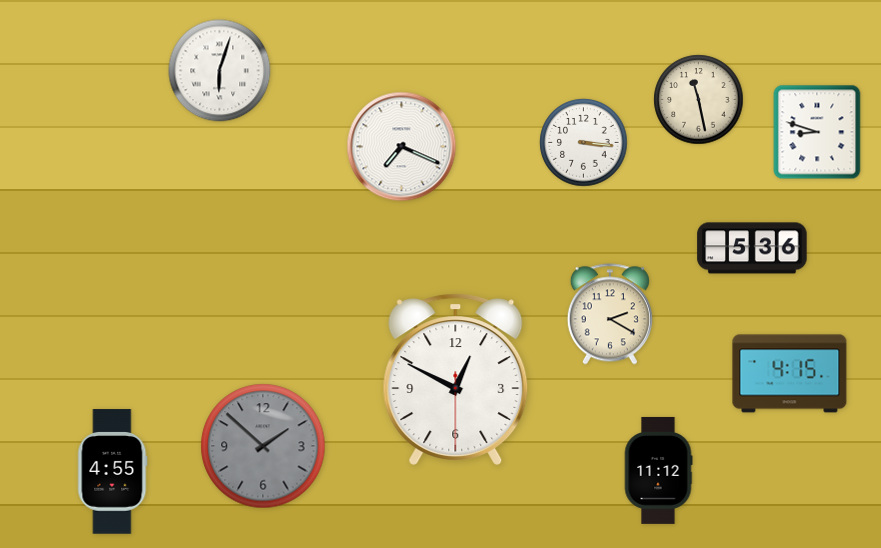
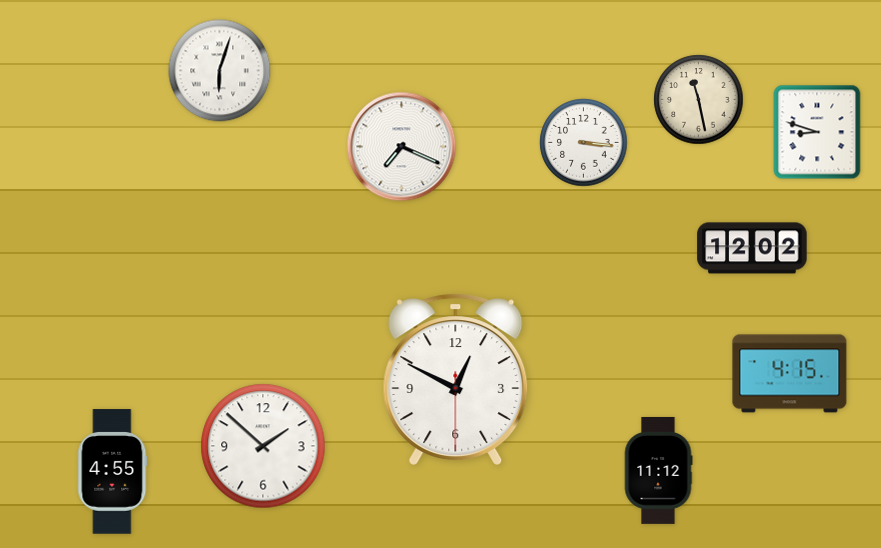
clock at (752, 248): 5:36 -> 12:02
clock at (610, 314): 2:20 -> none
clock at (263, 446) dial: grey -> white
